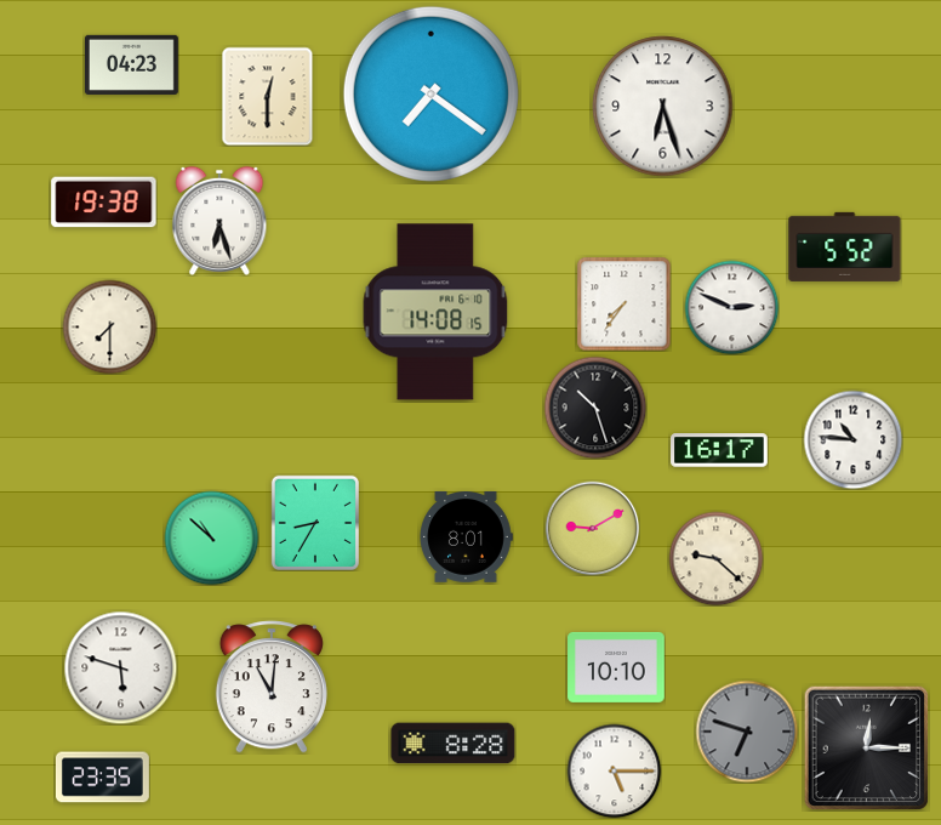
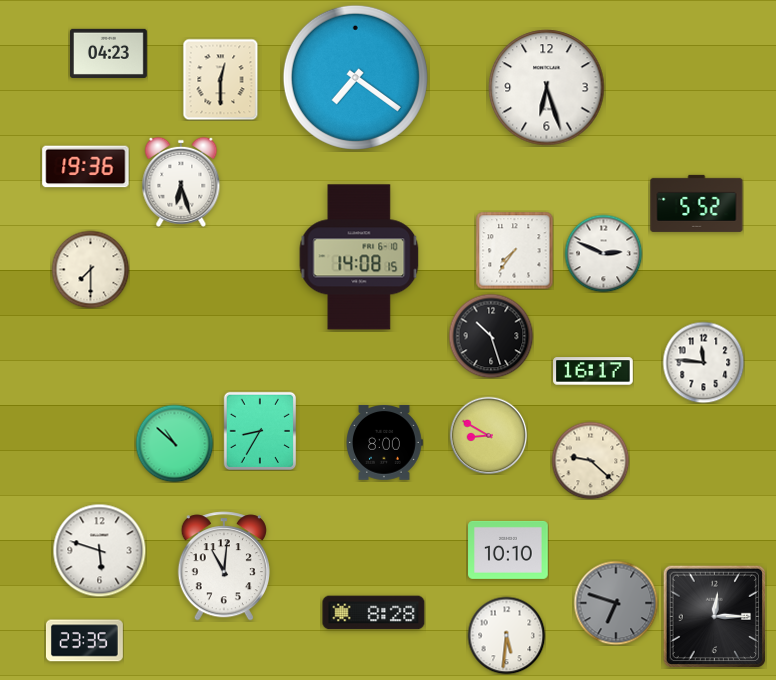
clock at (104, 203): 19:38 -> 19:36
clock at (852, 439): 10:46 -> 11:46
clock at (592, 528): 9:10 -> 8:50
clock at (466, 537): 8:01 -> 8:00
clock at (614, 770): 5:15 -> 5:31
